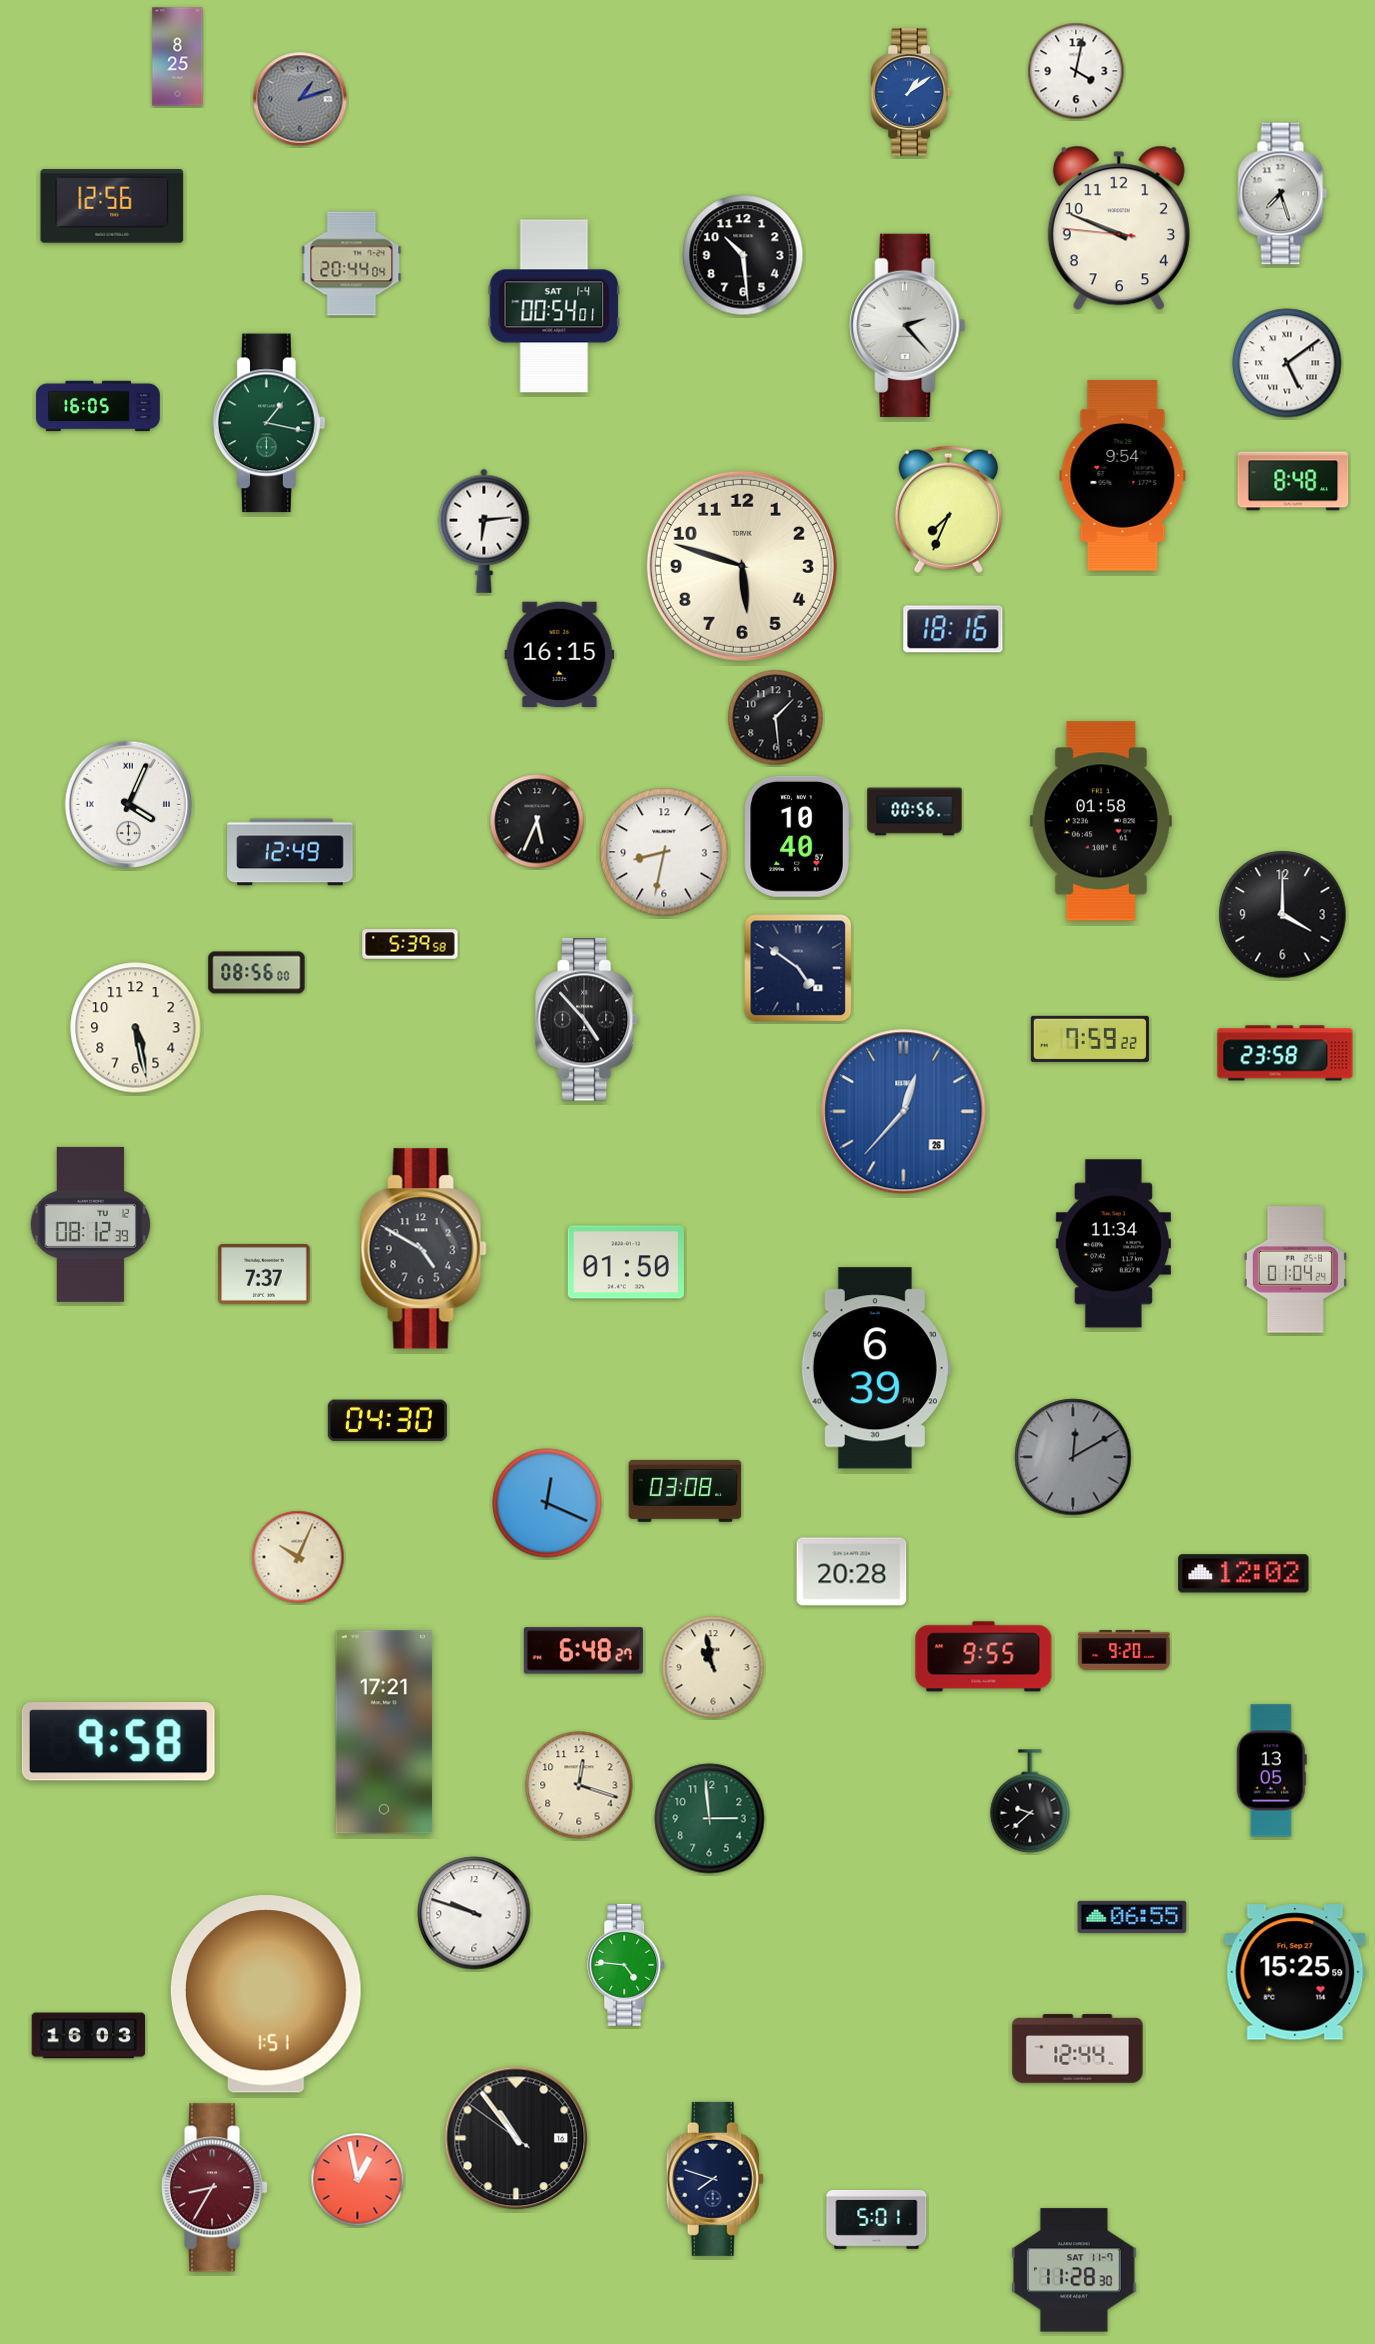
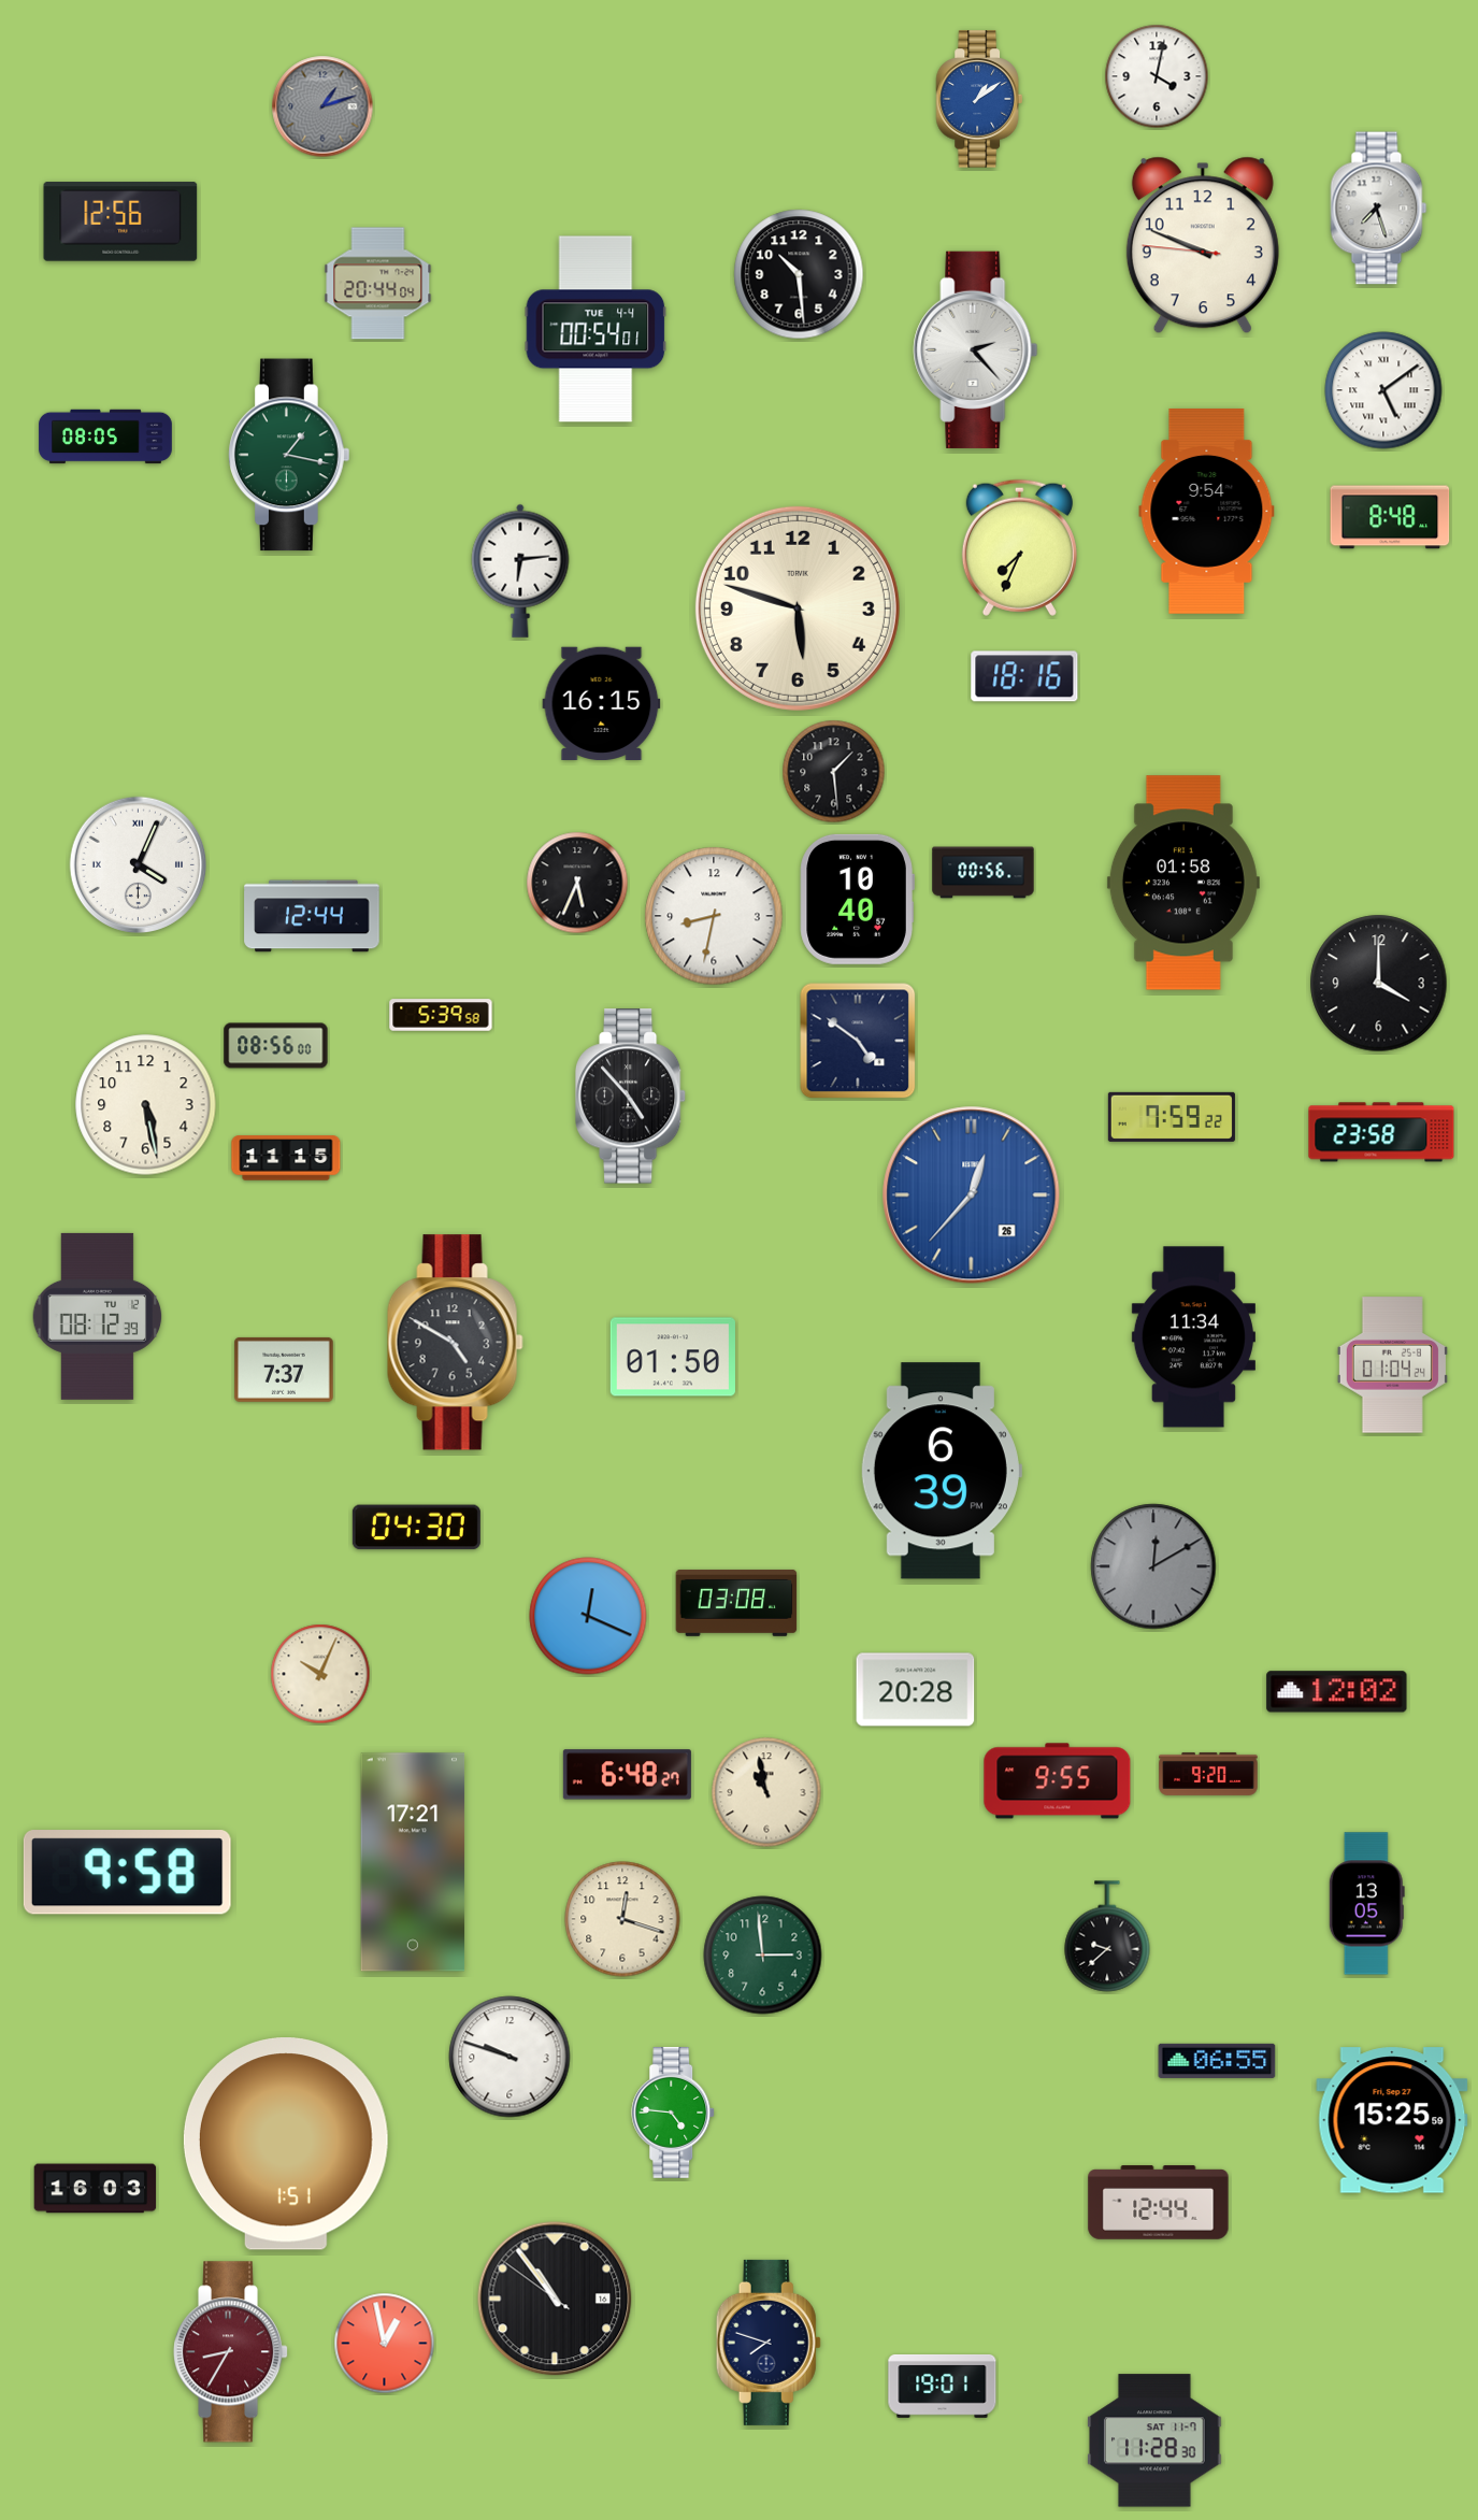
clock at (178, 57): 8:25 -> none
clock at (554, 306) date: SAT 1-4 -> TUE 4-4
clock at (98, 406): 16:05 -> 08:05
clock at (290, 852): 12:49 -> 12:44
clock at (286, 1158): none -> 11:15
clock at (1113, 1244) position: (1113, 1244) -> (1193, 1337)
clock at (877, 2219): 5:01 -> 19:01
